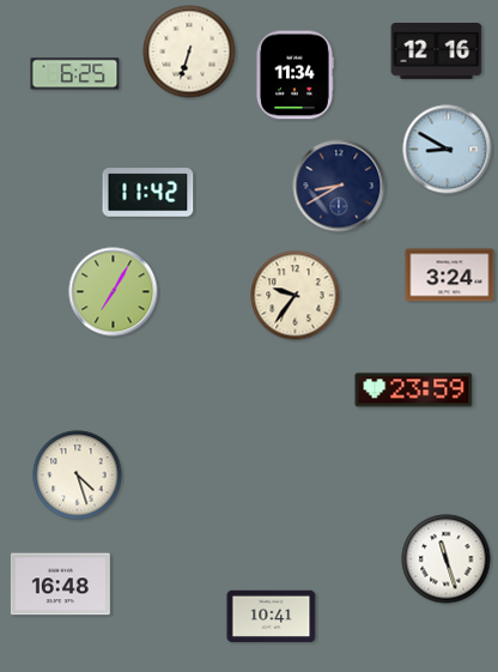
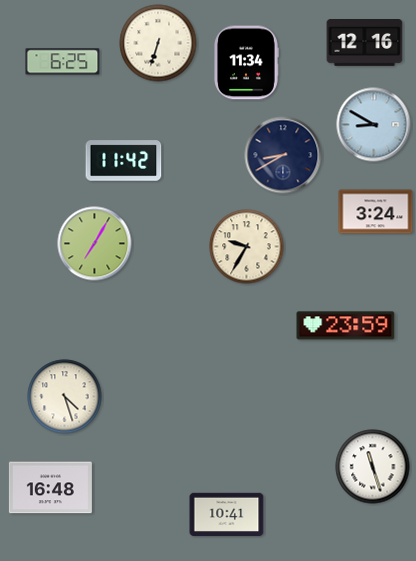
clock at (450, 276) position: (450, 276) -> (376, 212)
clock at (296, 296): 9:36 -> 9:35
